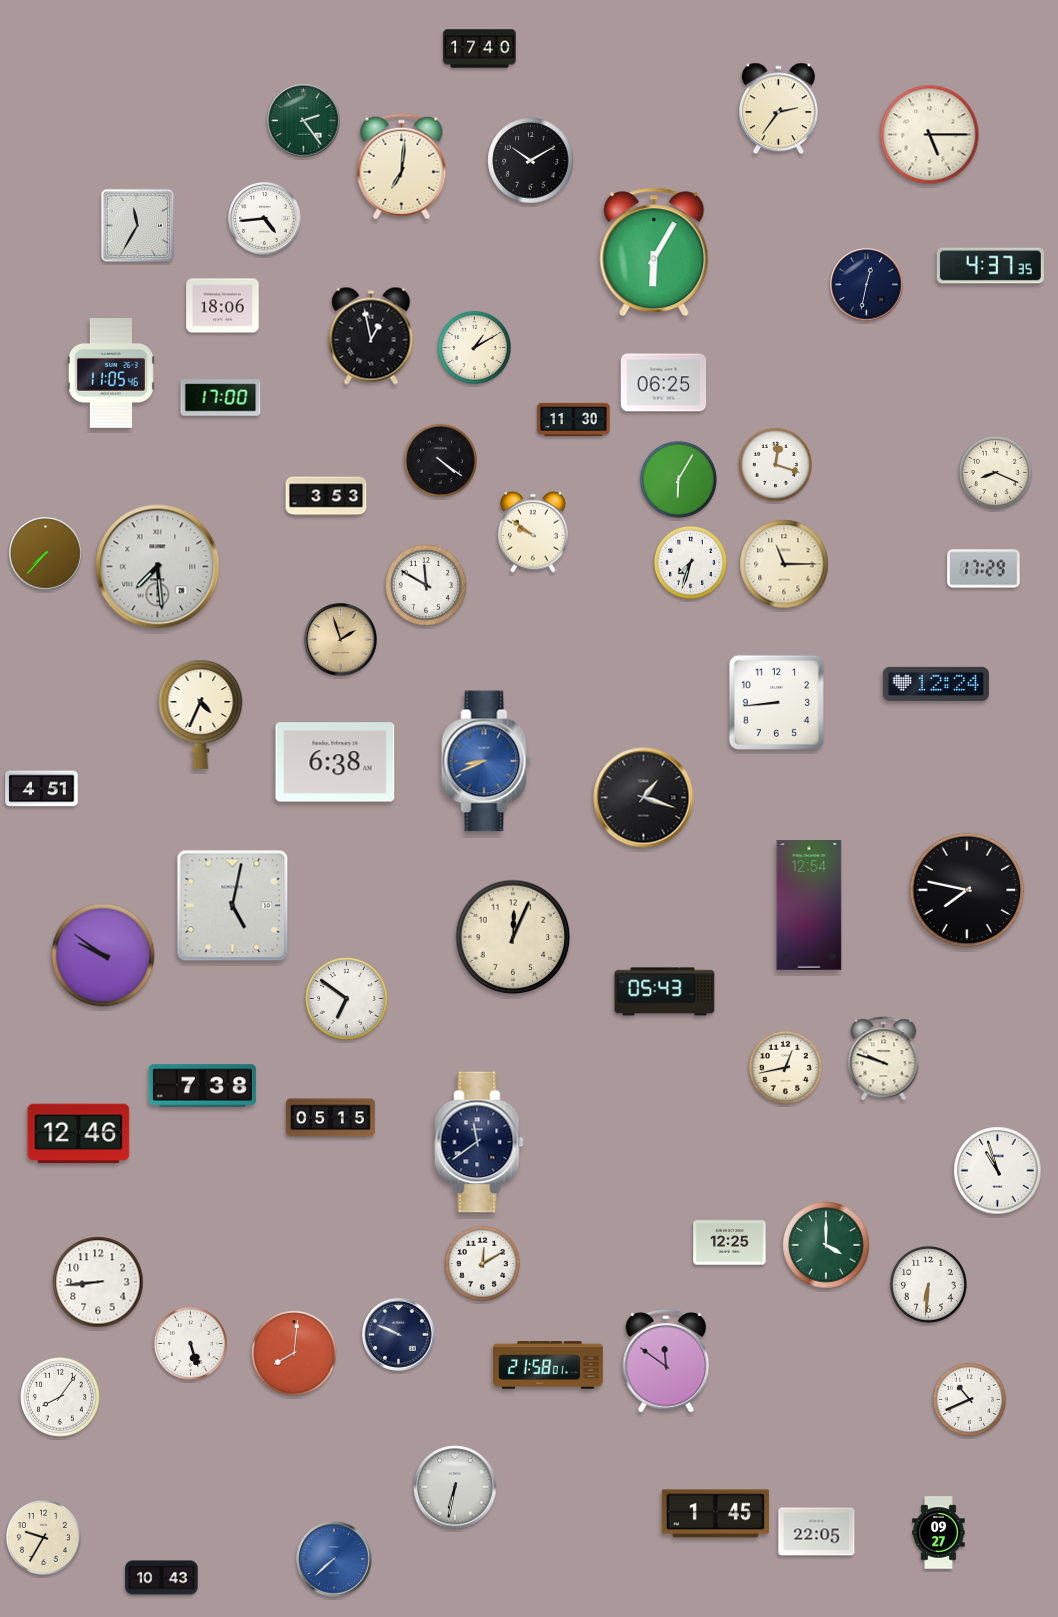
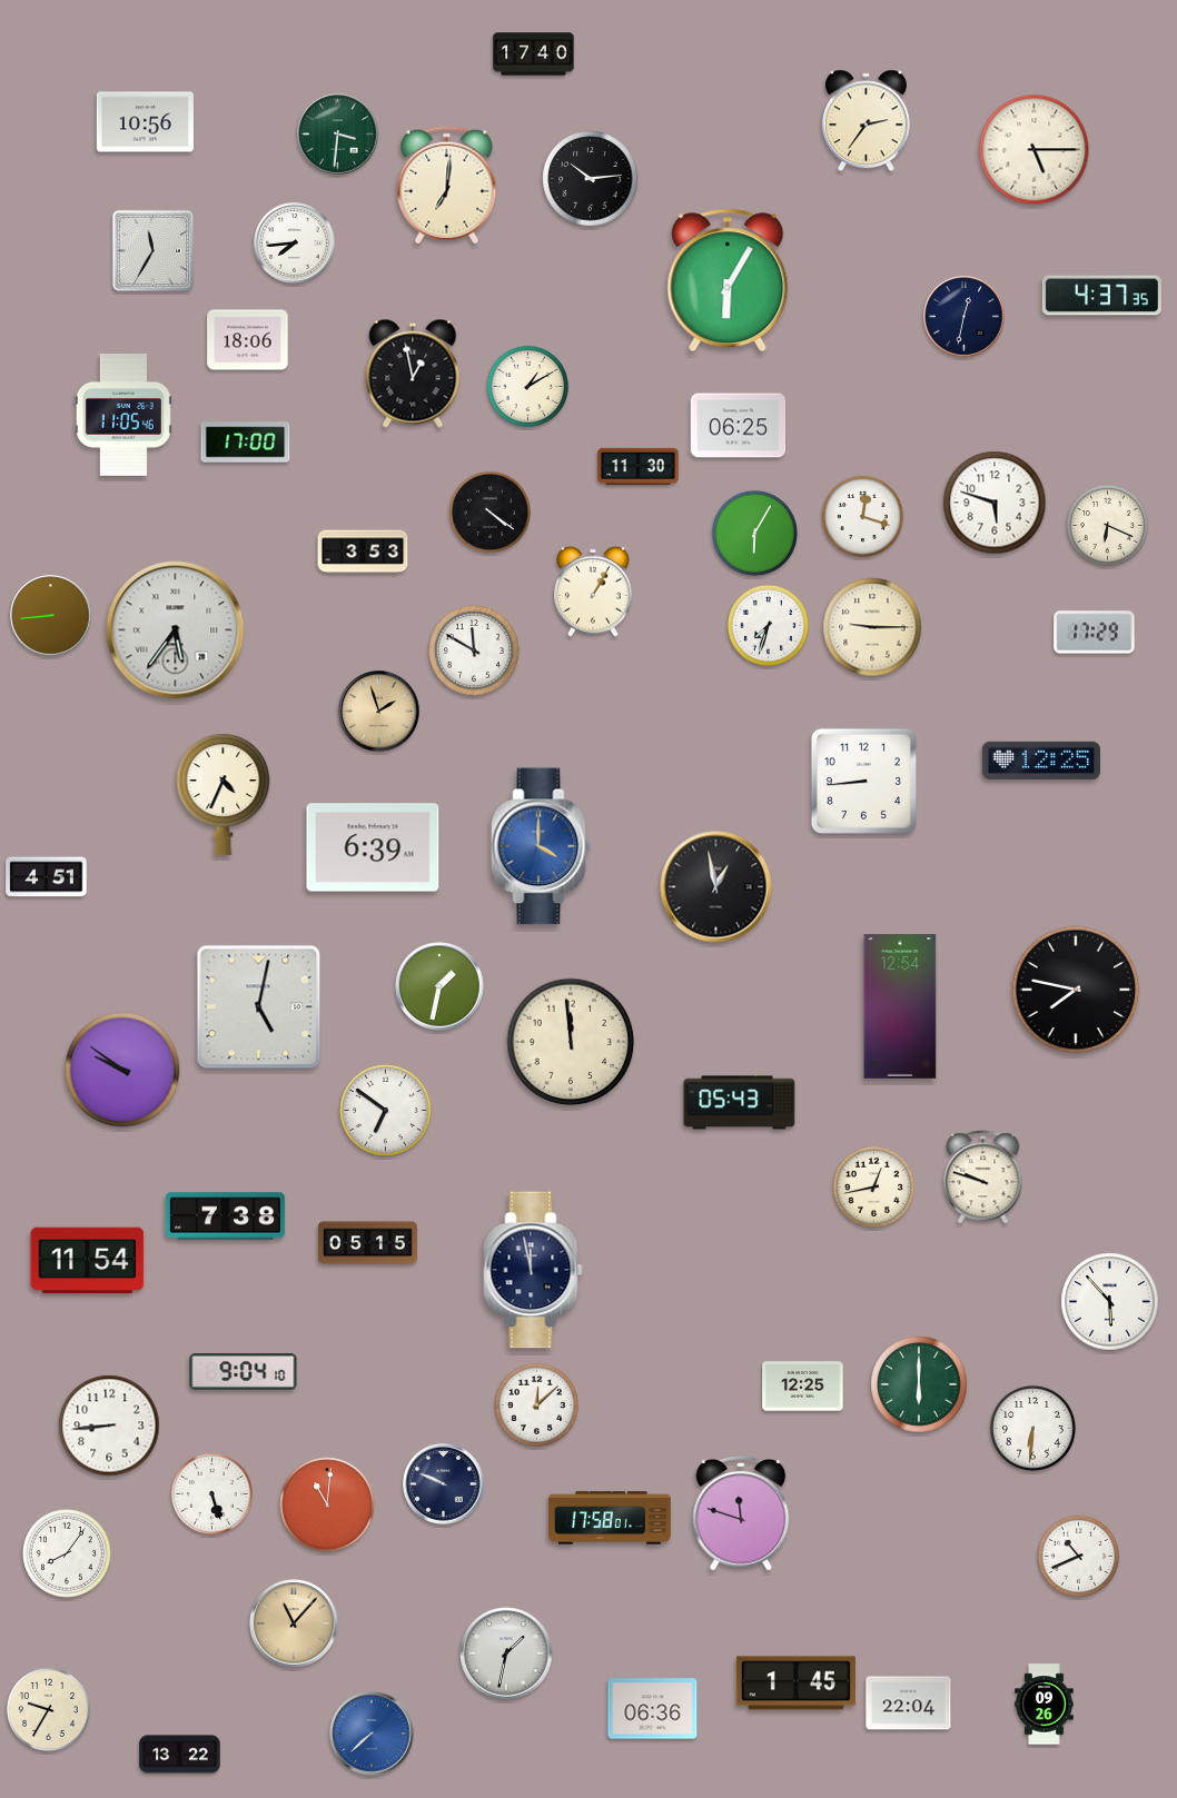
clock at (145, 122): none -> 10:56
clock at (304, 121): 2:24 -> 3:31
clock at (531, 161): 10:10 -> 10:14
clock at (265, 219): 4:44 -> 7:44
clock at (995, 503): none -> 5:48
clock at (995, 472): 8:19 -> 6:19
clock at (534, 532): 9:51 -> 1:05
clock at (46, 554): 7:37 -> 8:44
clock at (784, 564): 11:15 -> 9:15
clock at (158, 567): 7:29 -> 5:36
clock at (936, 684): 12:24 -> 12:25
clock at (486, 761): 8:41 -> 4:00
clock at (335, 762): 6:38 -> 6:39
clock at (644, 798): 1:18 -> 12:58
clock at (439, 986): none -> 1:32
clock at (513, 937): 12:04 -> 11:59
clock at (103, 955) position: (103, 955) -> (122, 1070)
clock at (202, 1086) position: (202, 1086) -> (225, 1216)
clock at (79, 1134): 12:46 -> 11:54
clock at (479, 1142): 11:39 -> 11:58
clock at (998, 1171): 10:57 -> 5:53
clock at (244, 1372): none -> 9:04
clock at (730, 1243) position: (730, 1243) -> (803, 1387)
clock at (826, 1245): 4:00 -> 6:00
clock at (482, 1263): 12:10 -> 12:08
clock at (294, 1353): 8:01 -> 11:01
clock at (666, 1362): 11:51 -> 11:48
clock at (548, 1365): 21:58 -> 17:58
clock at (294, 1623): none -> 11:07
clock at (455, 1487): 6:32 -> 1:32
clock at (817, 1532): 22:05 -> 22:04
clock at (939, 1533): 09:27 -> 09:26
clock at (653, 1709): none -> 06:36
clock at (162, 1578): 10:43 -> 13:22
